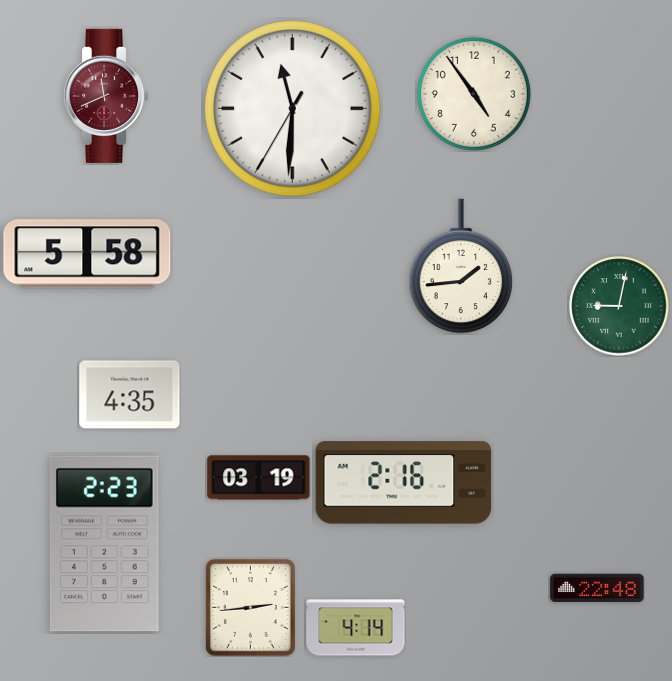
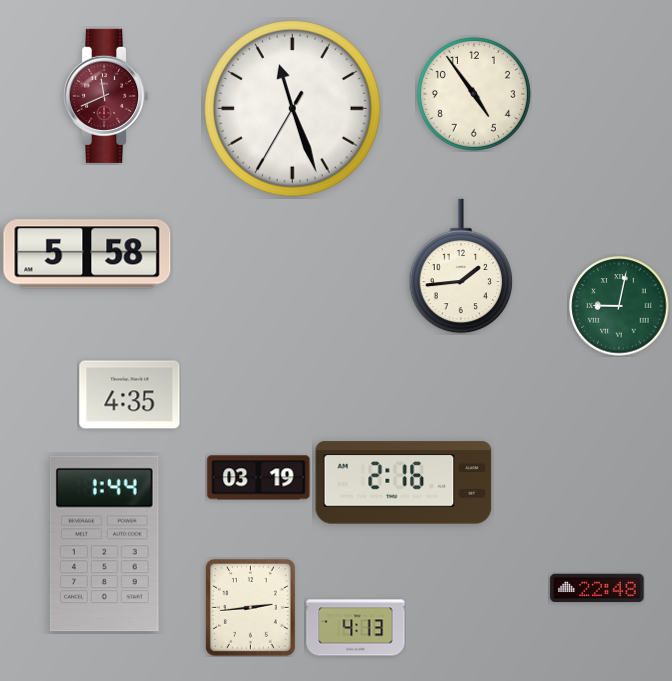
clock at (293, 109): 11:30 -> 11:26
clock at (104, 544): 2:23 -> 1:44
clock at (356, 628): 4:14 -> 4:13
